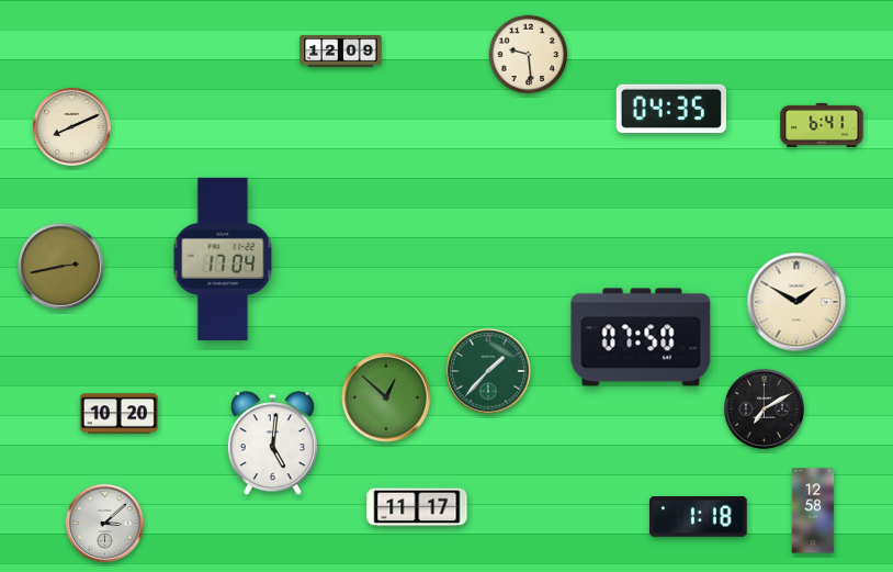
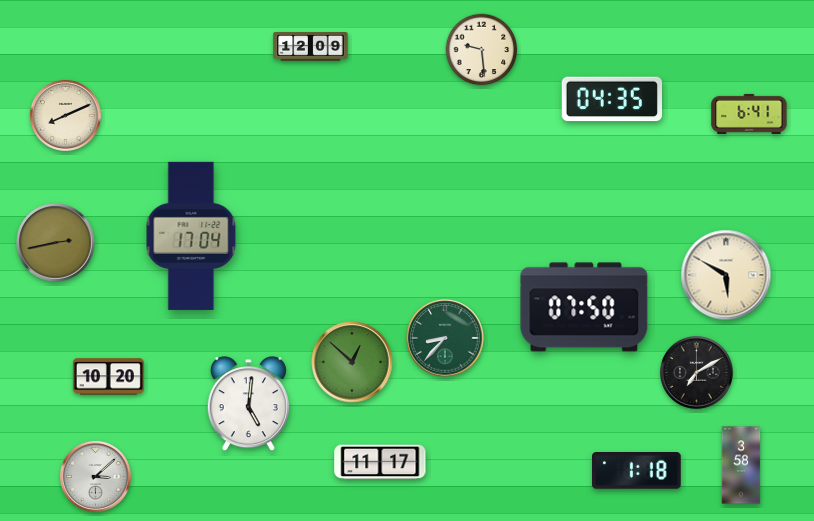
clock at (223, 259) position: (223, 259) -> (191, 236)
clock at (796, 302): 1:50 -> 5:50
clock at (488, 371): 1:37 -> 8:37
clock at (813, 511): 12:58 -> 3:58
